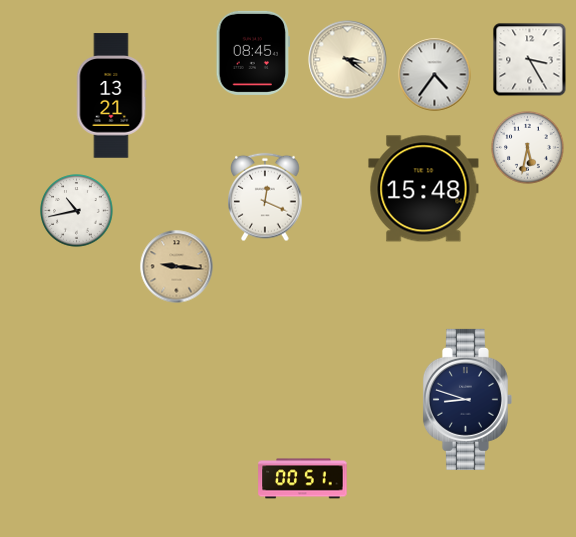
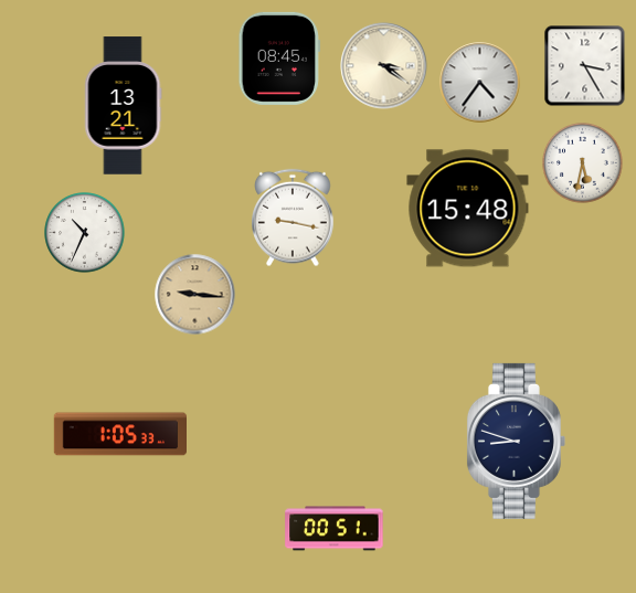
clock at (266, 197): 12:19 -> 9:17
clock at (77, 211): 10:43 -> 10:34
clock at (119, 434): none -> 1:05
